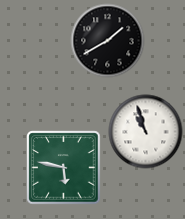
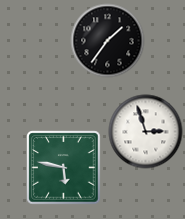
clock at (108, 41): 1:40 -> 1:36
clock at (146, 132): 10:57 -> 2:57
